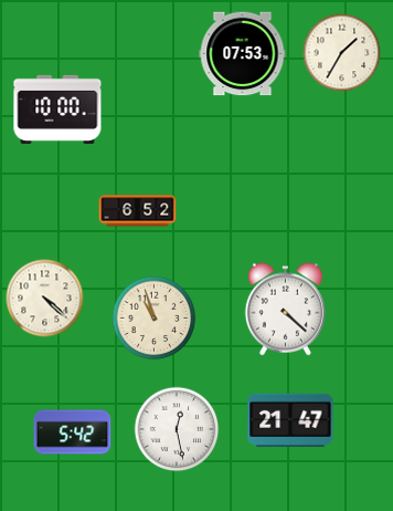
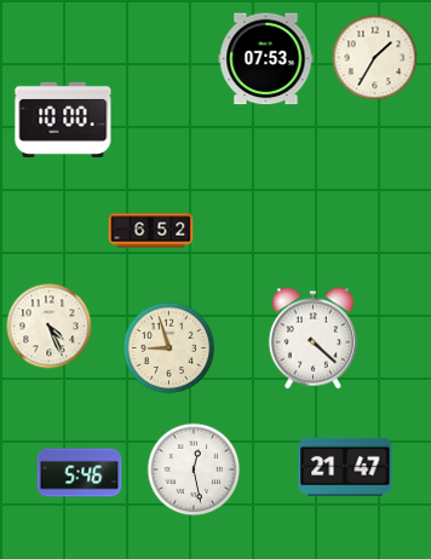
clock at (45, 299): 4:22 -> 4:26
clock at (155, 319): 10:57 -> 8:57
clock at (290, 420) position: (290, 420) -> (345, 467)
clock at (73, 432): 5:42 -> 5:46
